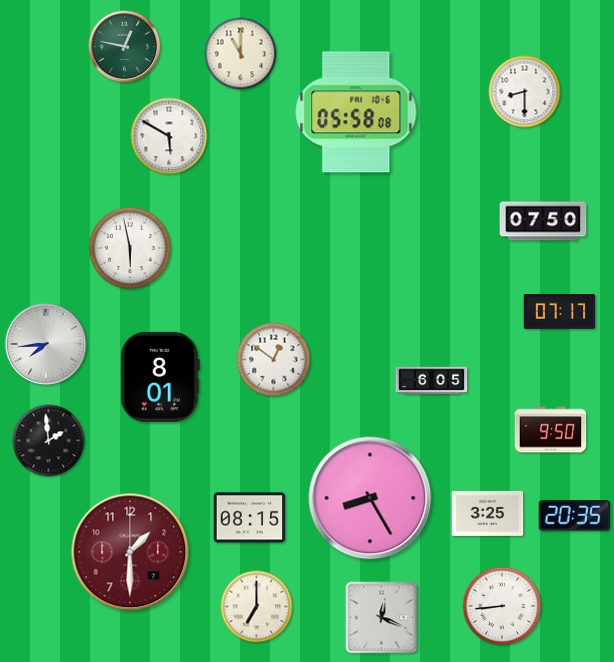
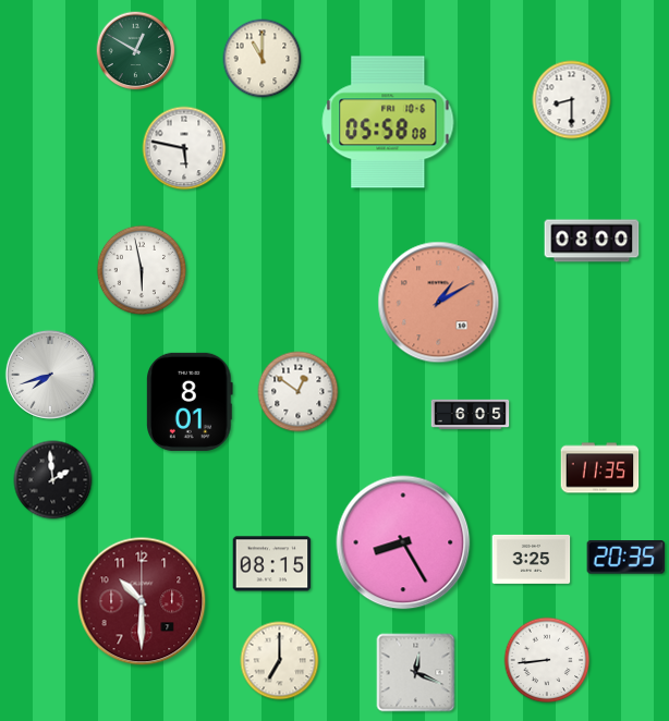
clock at (125, 47): 12:47 -> 12:50
clock at (169, 136): 5:50 -> 5:47
clock at (543, 221): 07:50 -> 08:00
clock at (439, 303): none -> 1:10
clock at (560, 312): 07:17 -> none
clock at (46, 344): 7:44 -> 7:42
clock at (161, 377) position: (161, 377) -> (191, 402)
clock at (551, 430): 9:50 -> 11:35
clock at (575, 516) position: (575, 516) -> (627, 558)
clock at (130, 552): 1:30 -> 10:30
